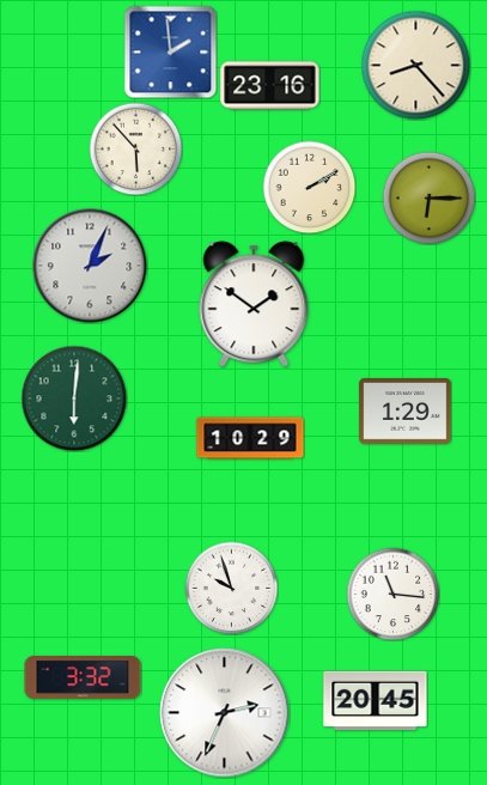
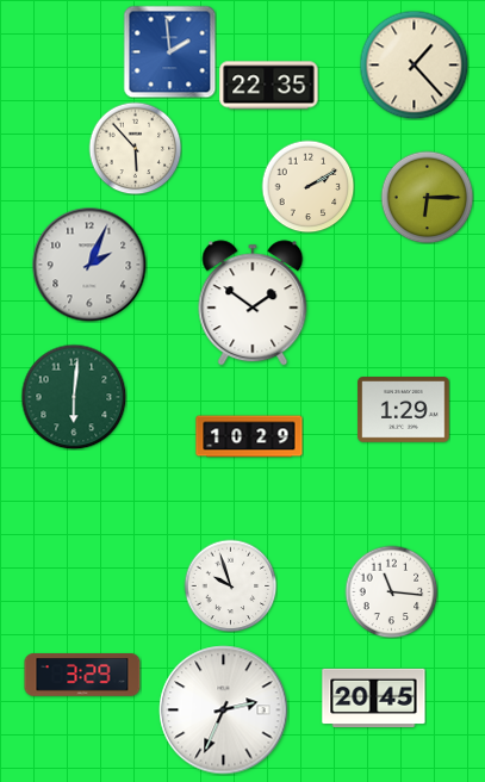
clock at (415, 65): 8:23 -> 1:23
clock at (270, 86): 23:16 -> 22:35
clock at (83, 677): 3:32 -> 3:29
